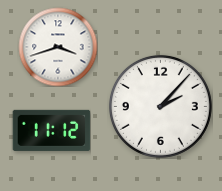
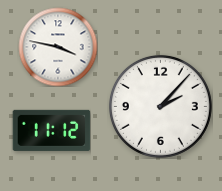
clock at (58, 47): 3:42 -> 3:47
